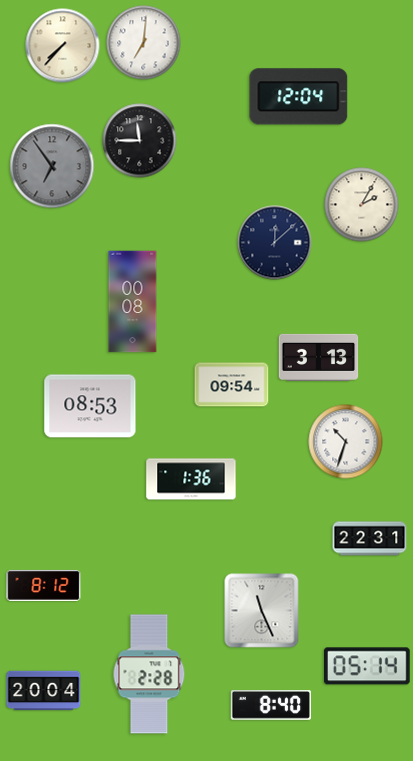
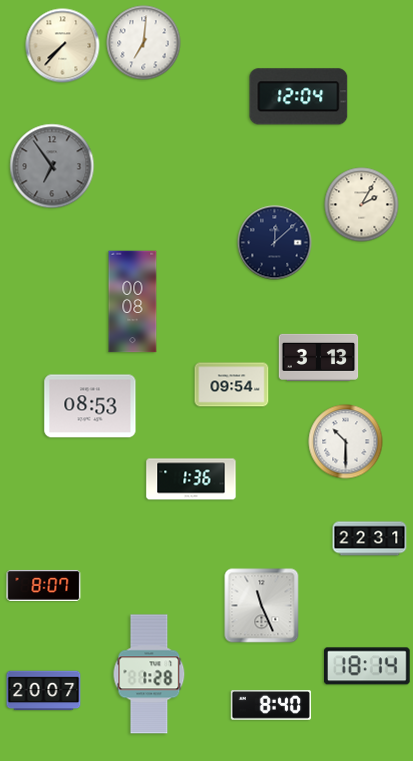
clock at (140, 141): 11:45 -> none
clock at (346, 442): 10:33 -> 10:30
clock at (44, 585): 8:12 -> 8:07
clock at (262, 611) position: (262, 611) -> (262, 606)
clock at (367, 666): 05:14 -> 18:14
clock at (149, 674): 2:28 -> 1:28
clock at (44, 691): 20:04 -> 20:07
